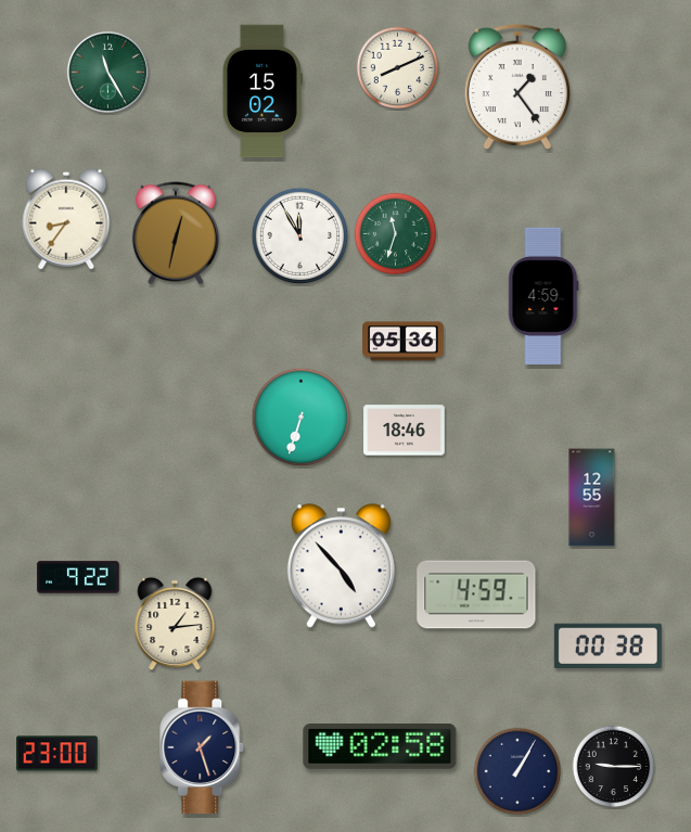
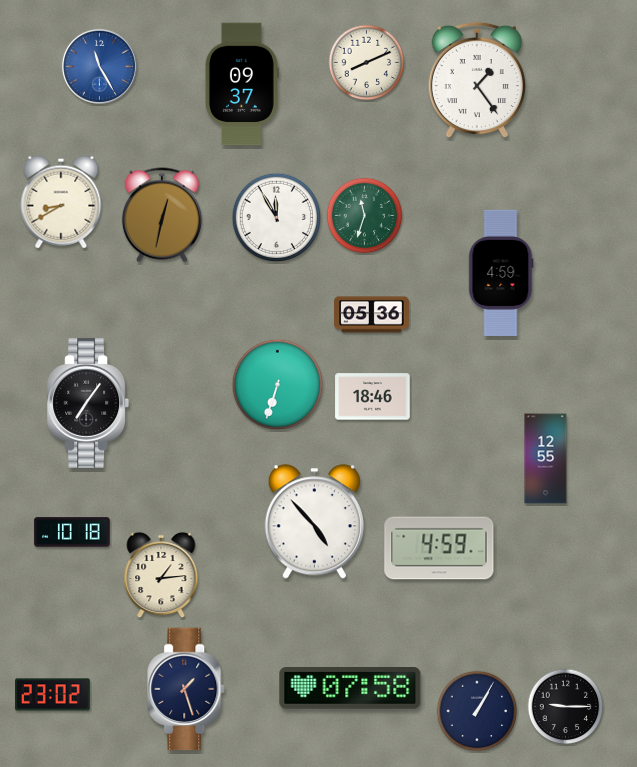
clock at (107, 72) dial: green -> blue
clock at (263, 91): 15:02 -> 09:37
clock at (66, 219): 8:36 -> 8:40
clock at (88, 403): none -> 7:06
clock at (78, 577): 9:22 -> 10:18
clock at (607, 645): 00:38 -> none
clock at (380, 747): 02:58 -> 07:58
clock at (57, 754): 23:00 -> 23:02
